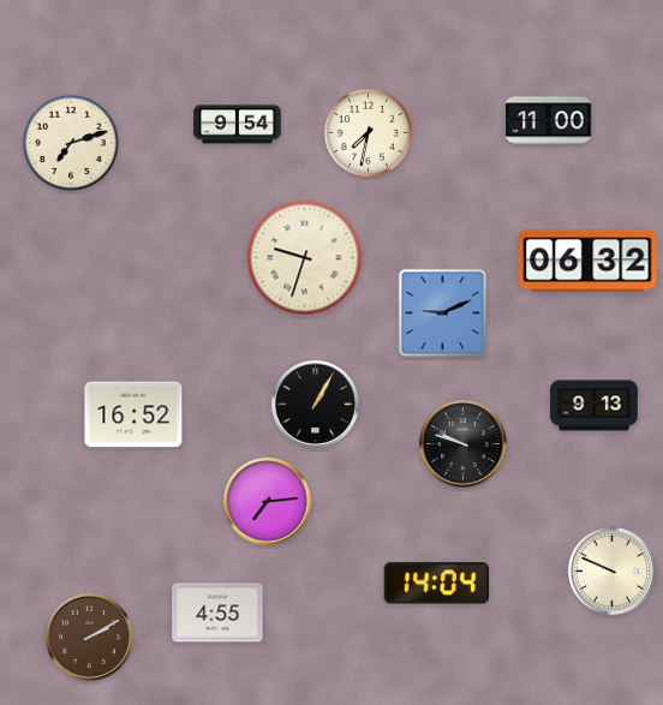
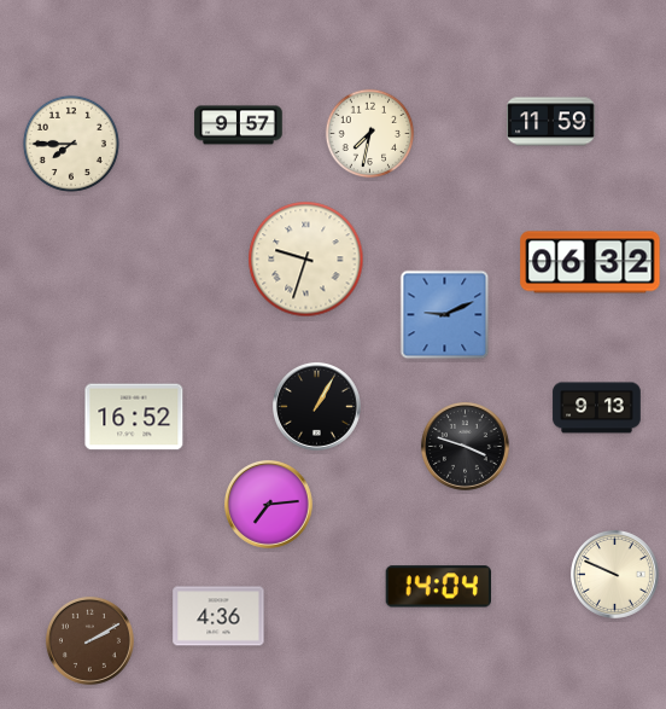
clock at (549, 121): 11:00 -> 11:59
clock at (238, 125): 9:54 -> 9:57
clock at (71, 143): 7:12 -> 7:45
clock at (462, 443): 9:48 -> 3:48
clock at (217, 613): 4:55 -> 4:36
